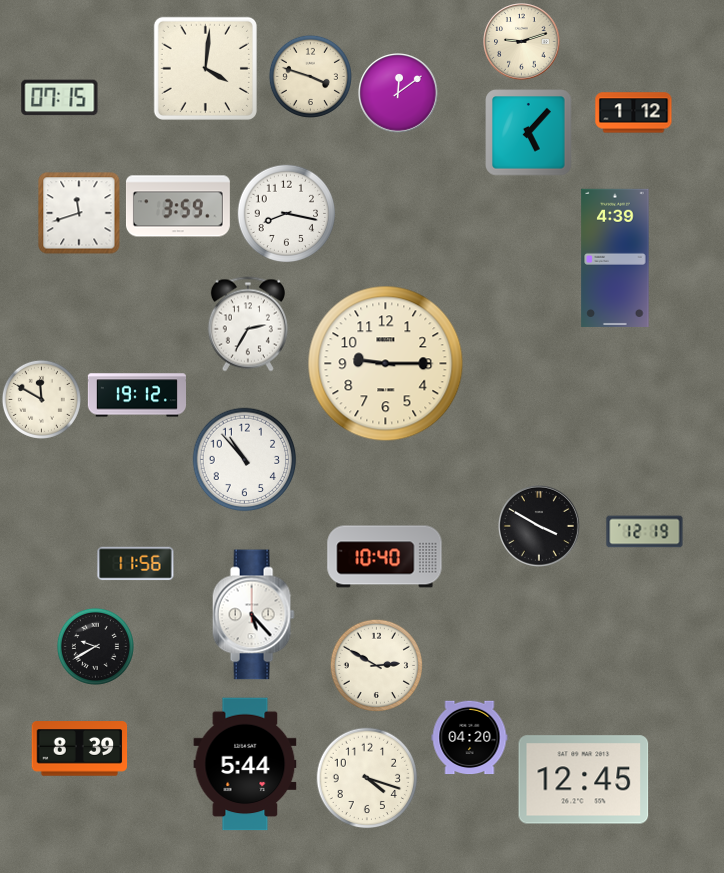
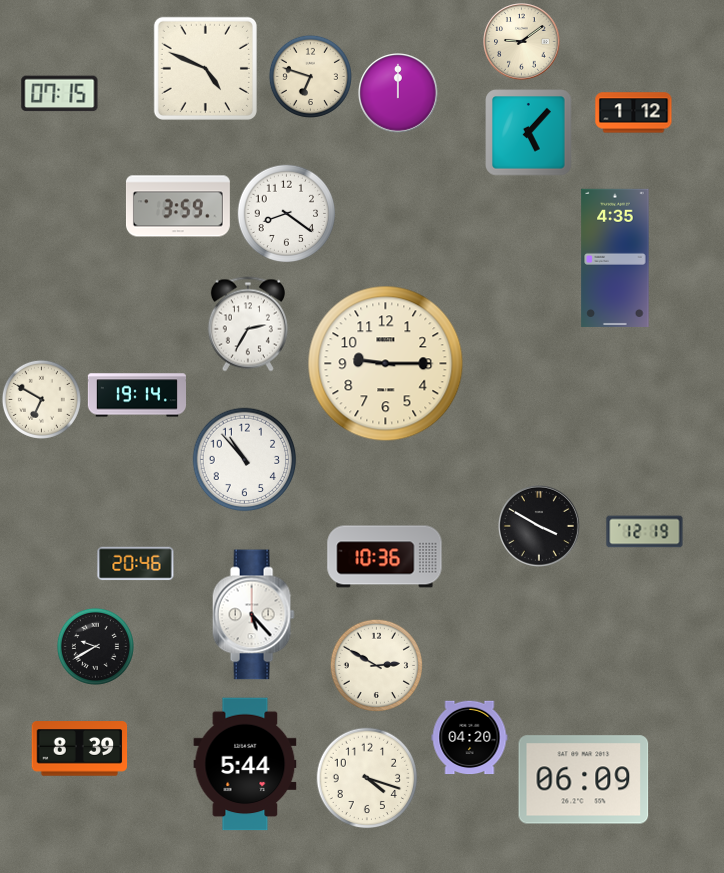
clock at (522, 42): 9:12 -> 9:09
clock at (205, 68): 4:01 -> 4:49
clock at (310, 76): 3:48 -> 6:48
clock at (399, 94): 12:09 -> 12:00
clock at (60, 98) position: (60, 98) -> (60, 94)
clock at (79, 213): 11:42 -> none
clock at (287, 214): 8:17 -> 8:21
clock at (615, 258): 4:39 -> 4:35
clock at (136, 395): 19:12 -> 19:14
clock at (41, 399): 11:50 -> 6:50
clock at (385, 557): 10:40 -> 10:36
clock at (136, 564): 11:56 -> 20:46
clock at (584, 780): 12:45 -> 06:09
